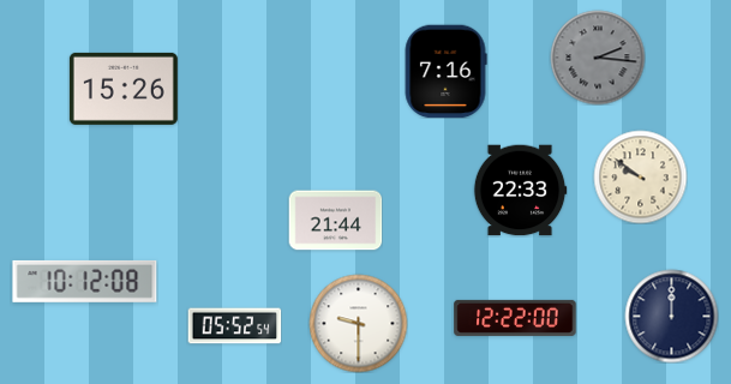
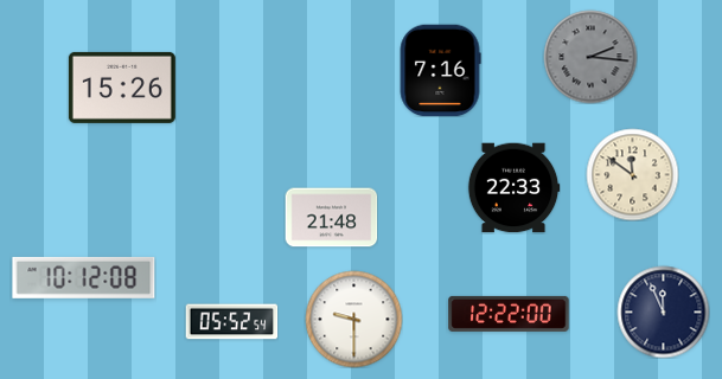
clock at (640, 176): 9:51 -> 11:51
clock at (335, 221): 21:44 -> 21:48
clock at (671, 316): 12:00 -> 11:56
